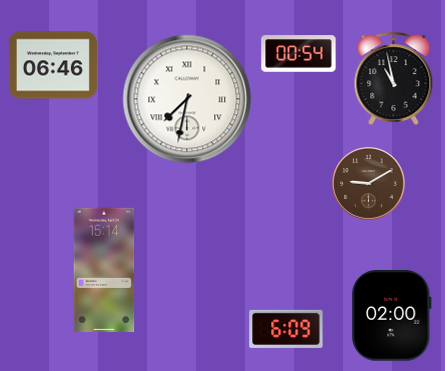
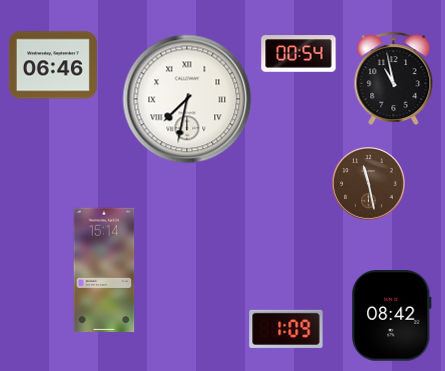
clock at (369, 184): 9:10 -> 11:28
clock at (392, 316): 02:00 -> 08:42
clock at (286, 329): 6:09 -> 1:09
